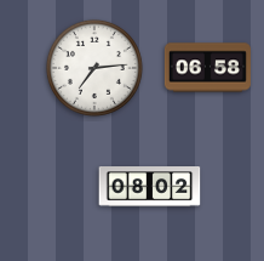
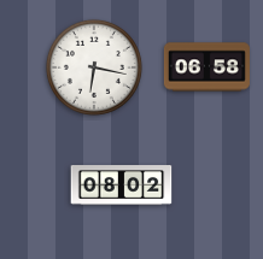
clock at (94, 68): 7:14 -> 6:17
clock at (150, 187) position: (150, 187) -> (122, 186)
